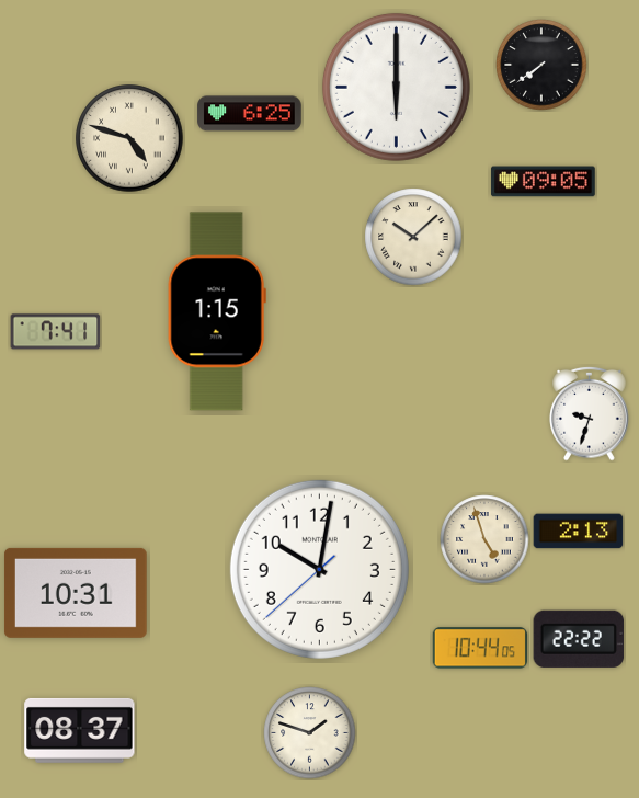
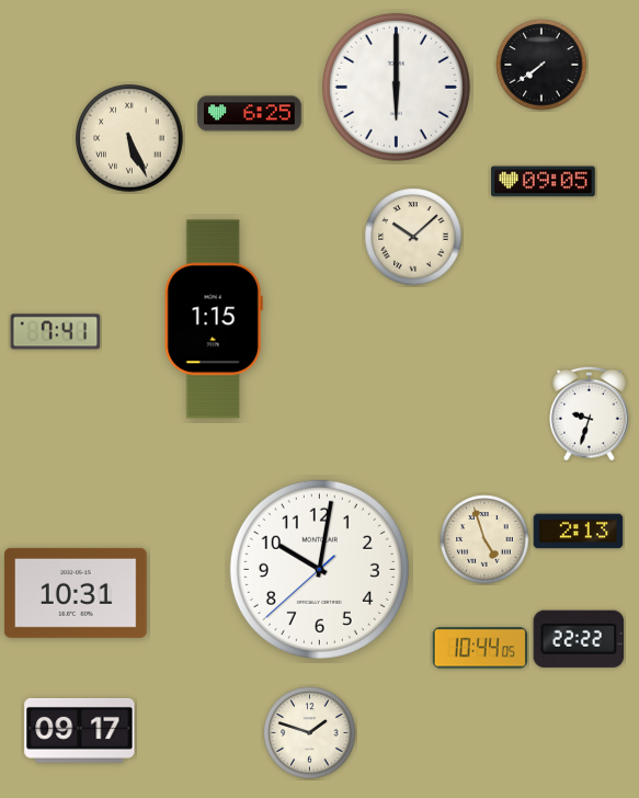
clock at (129, 138): 4:48 -> 5:26
clock at (217, 311) position: (217, 311) -> (214, 319)
clock at (80, 730): 08:37 -> 09:17
